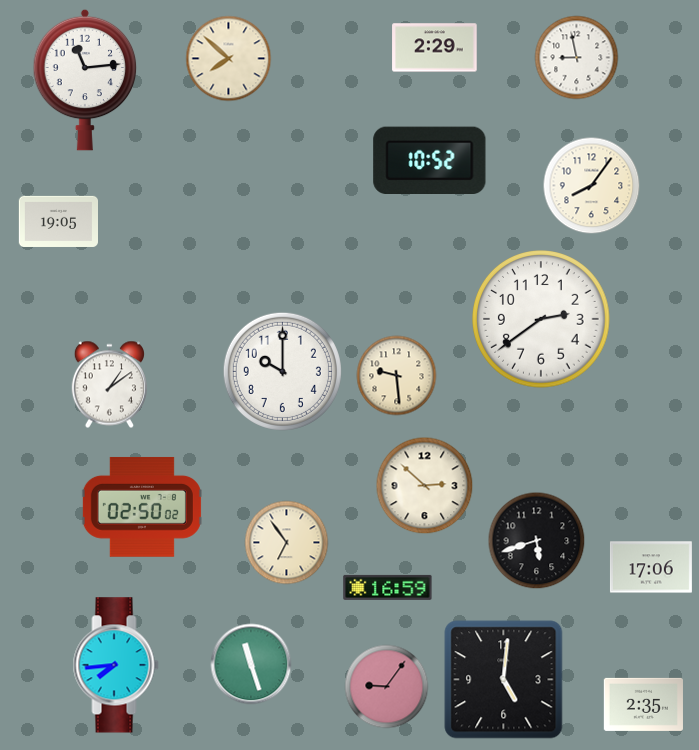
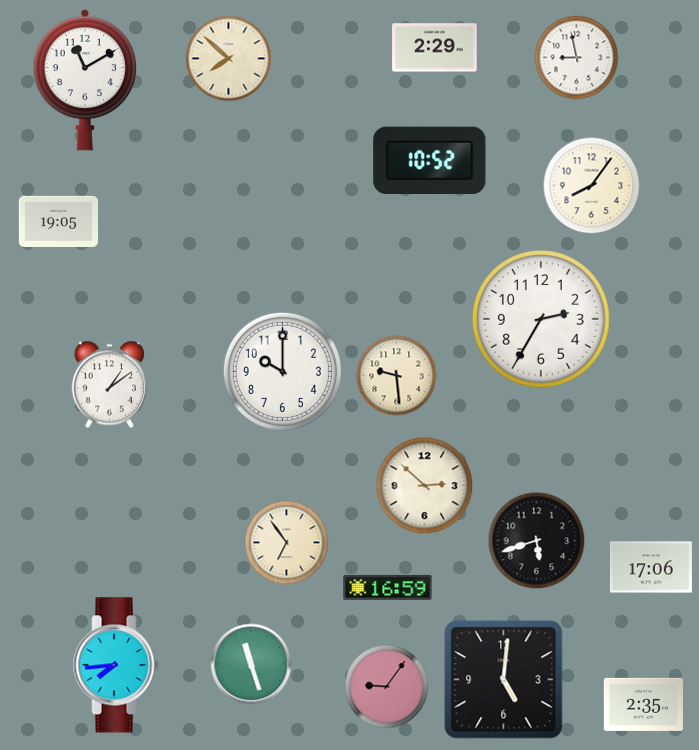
clock at (85, 80): 11:14 -> 11:10
clock at (541, 319): 2:39 -> 2:35
clock at (142, 507): 02:50 -> none
